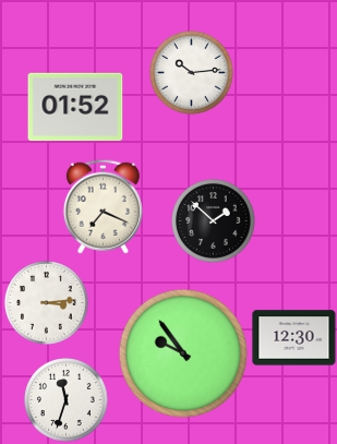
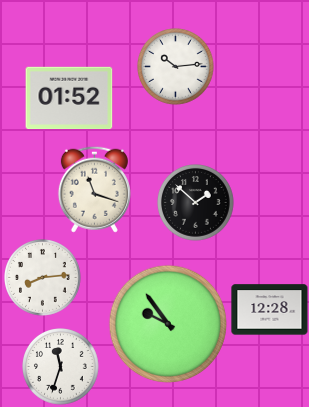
clock at (103, 206): 7:19 -> 11:18
clock at (47, 303): 3:14 -> 8:14
clock at (294, 338): 12:30 -> 12:28
